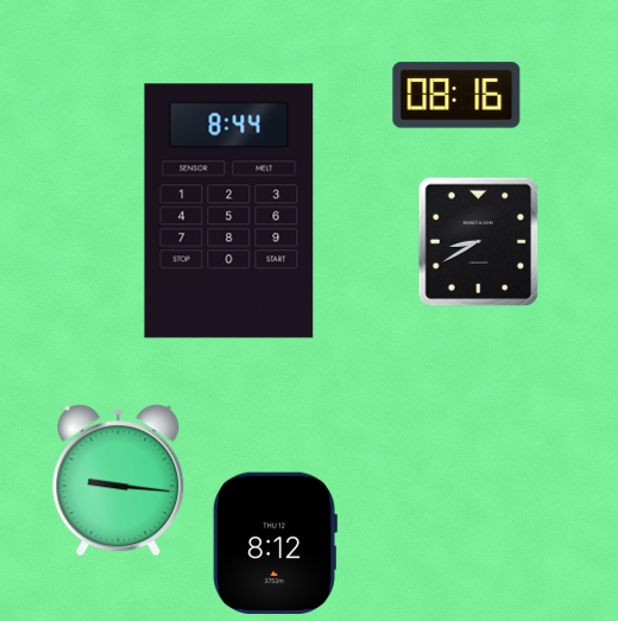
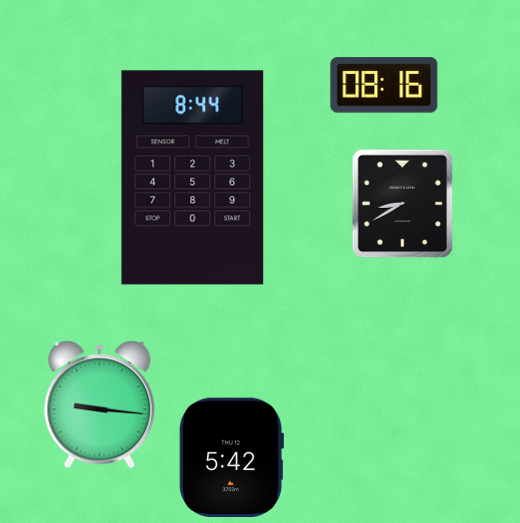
clock at (456, 95) position: (456, 95) -> (384, 85)
clock at (275, 543): 8:12 -> 5:42
